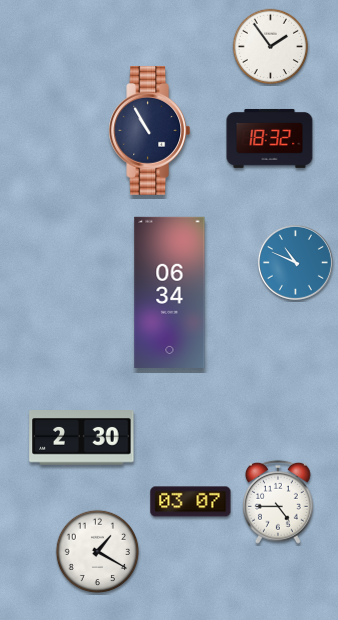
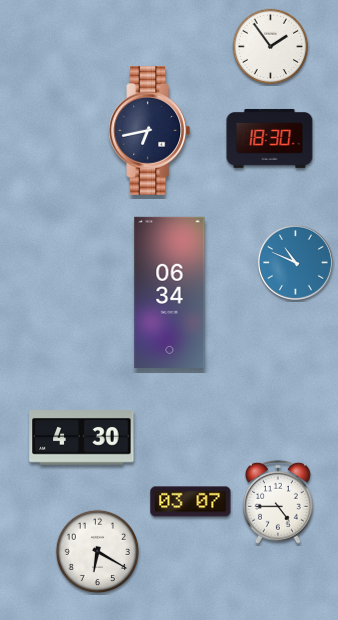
clock at (150, 131): 10:55 -> 6:43
clock at (270, 138): 18:32 -> 18:30
clock at (82, 438): 2:30 -> 4:30
clock at (98, 552): 1:20 -> 6:20
